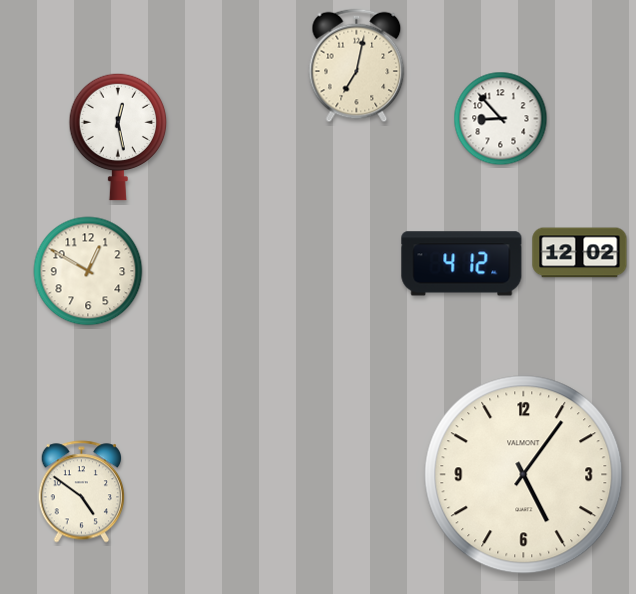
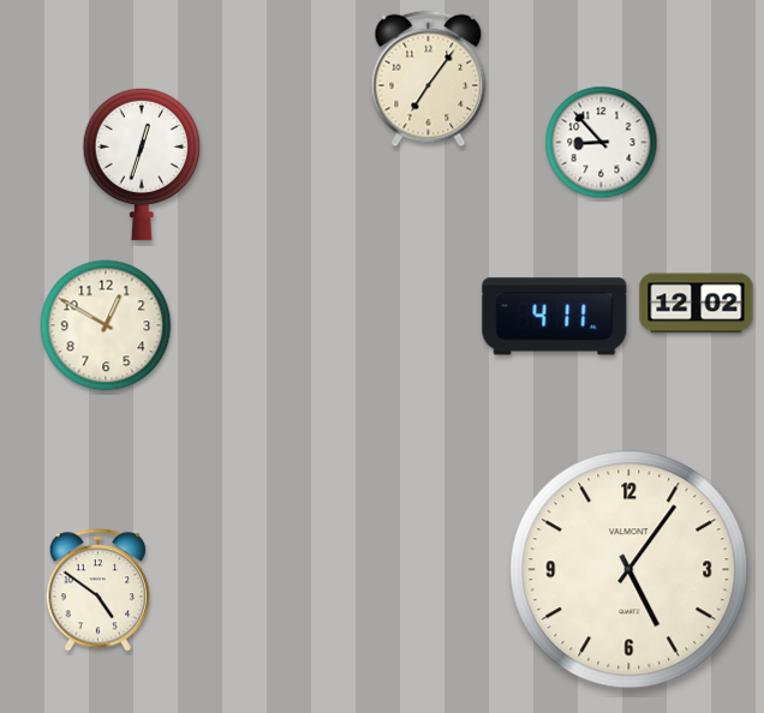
clock at (357, 66): 7:02 -> 7:06
clock at (118, 137): 12:28 -> 12:33
clock at (462, 264): 4:12 -> 4:11
